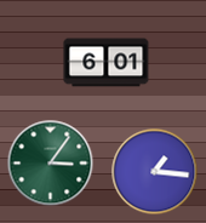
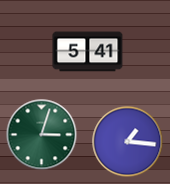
clock at (107, 63): 6:01 -> 5:41
clock at (51, 164): 3:06 -> 3:03
